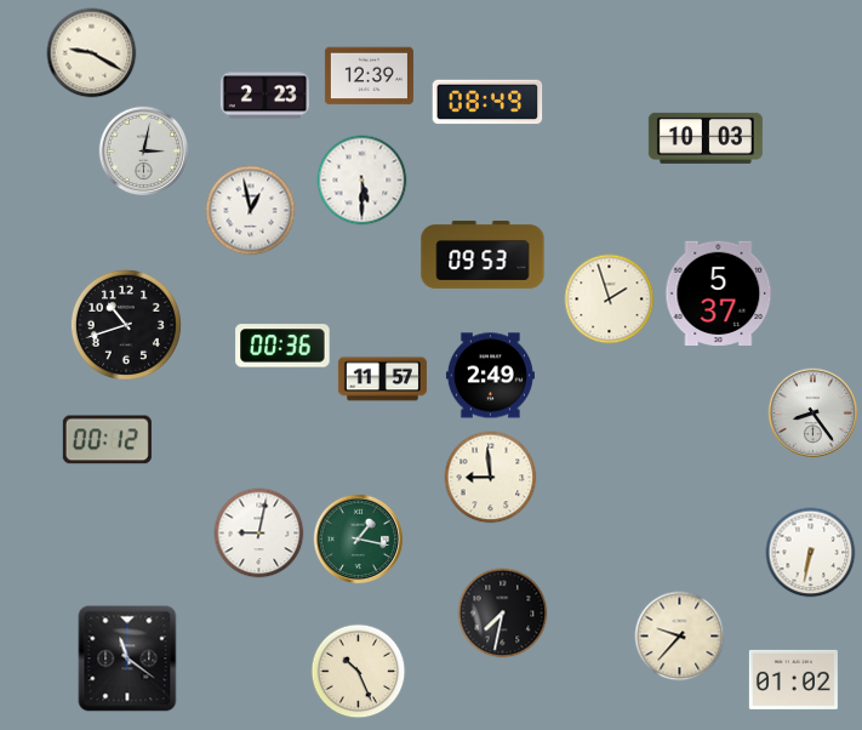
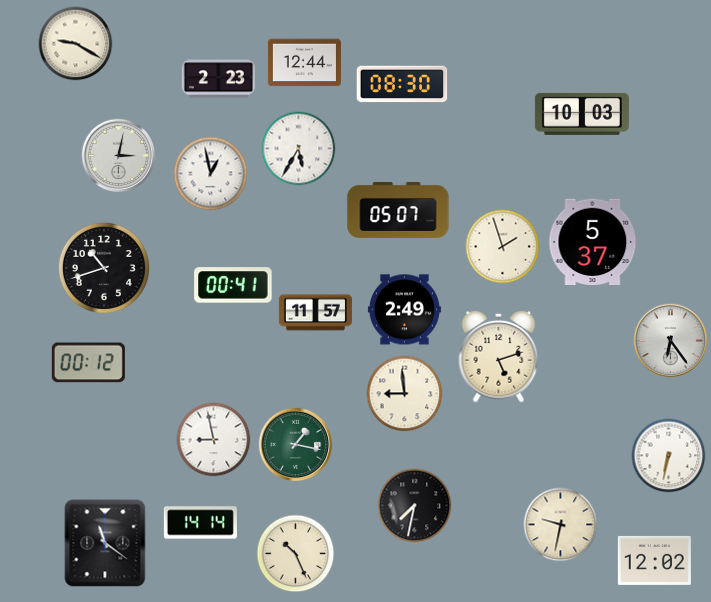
clock at (369, 76): 12:39 -> 12:44
clock at (487, 102): 08:49 -> 08:30
clock at (144, 152) position: (144, 152) -> (119, 156)
clock at (363, 181): 5:30 -> 5:35
clock at (251, 211) position: (251, 211) -> (211, 174)
clock at (483, 255): 09:53 -> 05:07
clock at (282, 346): 00:36 -> 00:41
clock at (814, 414): 8:24 -> 6:24
clock at (499, 356): none -> 5:12
clock at (259, 534): 9:02 -> 8:58
clock at (200, 523): none -> 14:14
clock at (680, 637): 9:37 -> 9:32
clock at (793, 679): 01:02 -> 12:02
